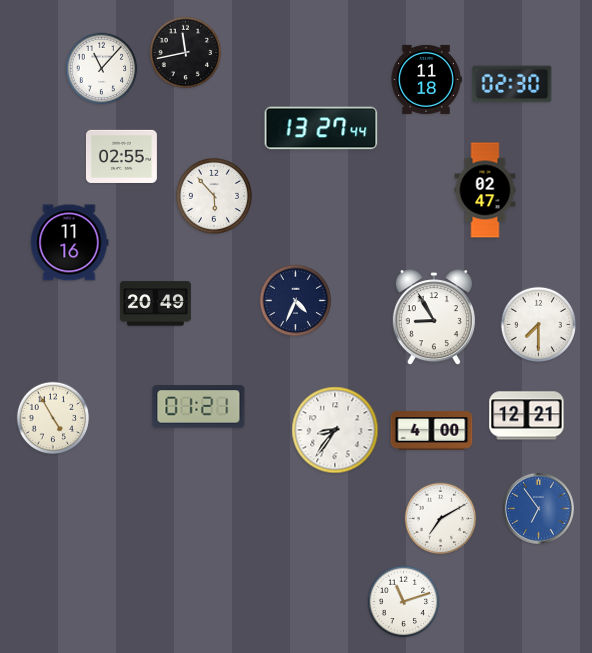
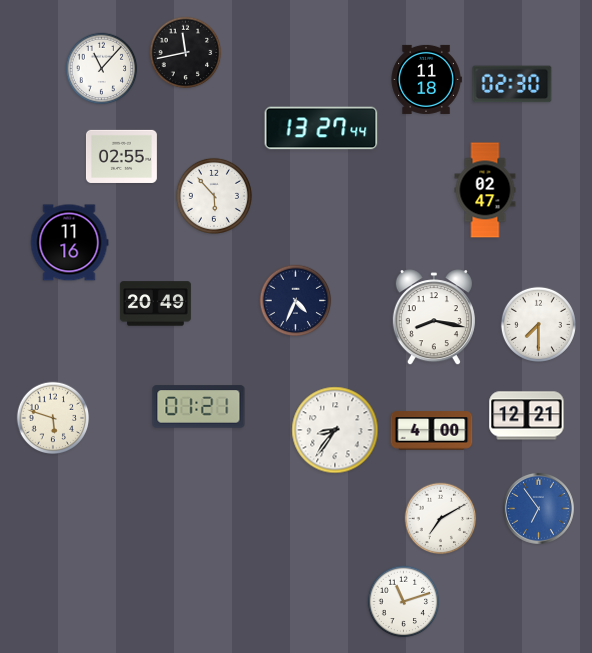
clock at (434, 318): 8:55 -> 8:17
clock at (53, 418): 4:55 -> 5:48
